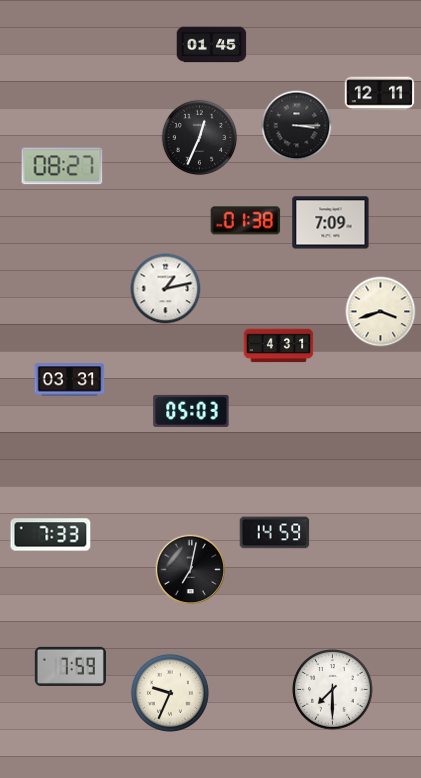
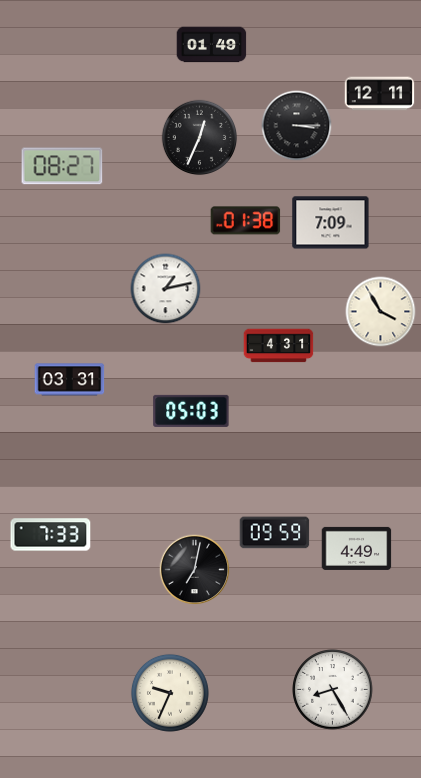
clock at (212, 45): 01:45 -> 01:49
clock at (381, 312): 3:42 -> 3:55
clock at (275, 533): 14:59 -> 09:59
clock at (357, 548): none -> 4:49
clock at (191, 570) position: (191, 570) -> (195, 570)
clock at (70, 666): 7:59 -> none
clock at (333, 690): 7:30 -> 8:25
